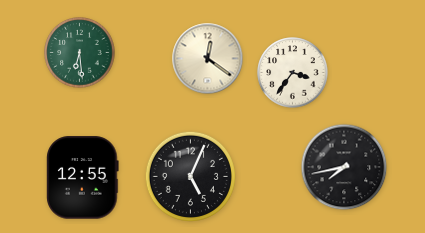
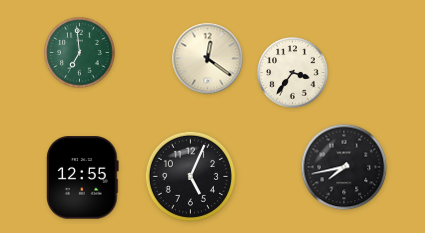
clock at (80, 53): 6:29 -> 6:59
